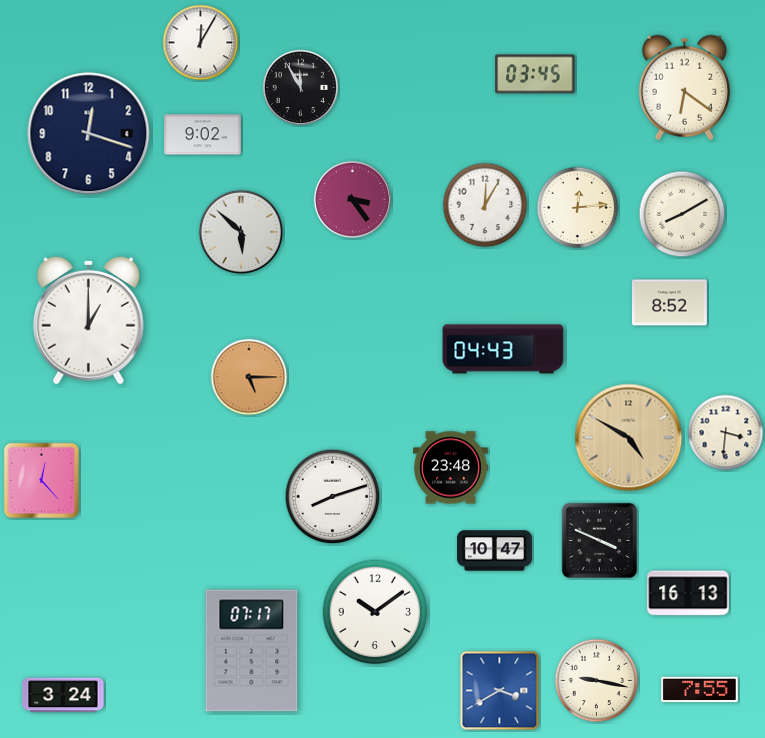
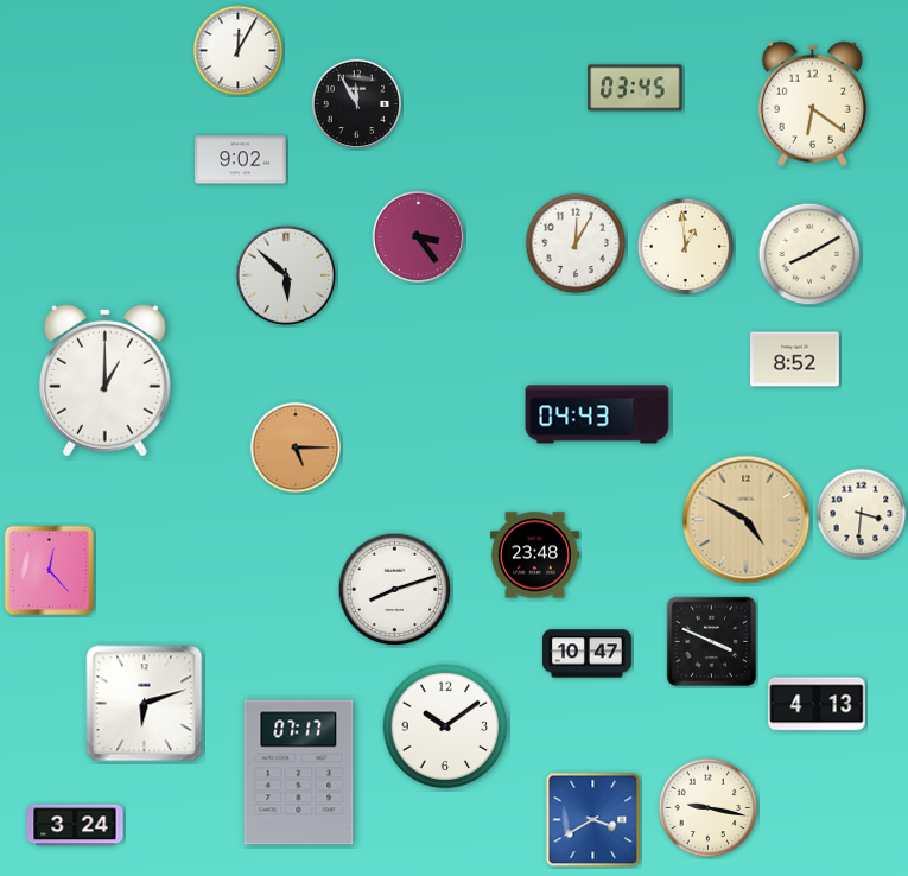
clock at (89, 134): 12:18 -> none
clock at (578, 208): 12:14 -> 12:59
clock at (145, 704): none -> 6:12
clock at (688, 593): 16:13 -> 4:13
clock at (700, 690): 7:55 -> none
